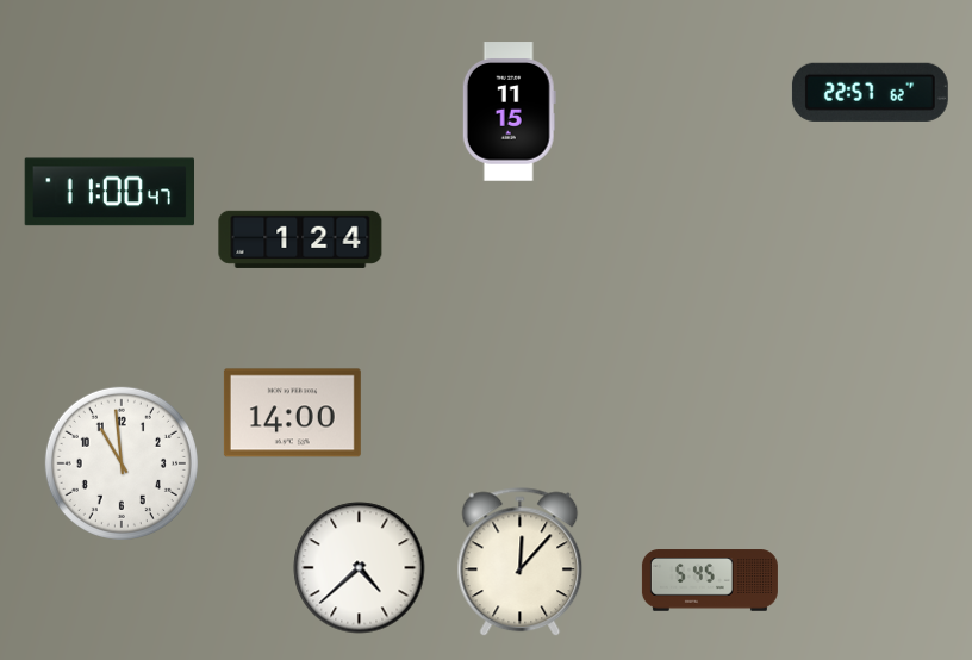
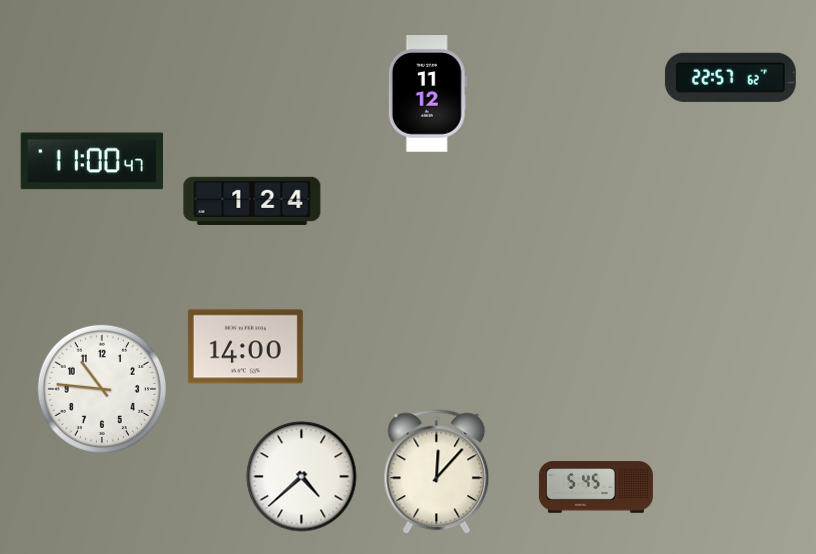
clock at (509, 112): 11:15 -> 11:12
clock at (121, 463): 10:59 -> 10:46
